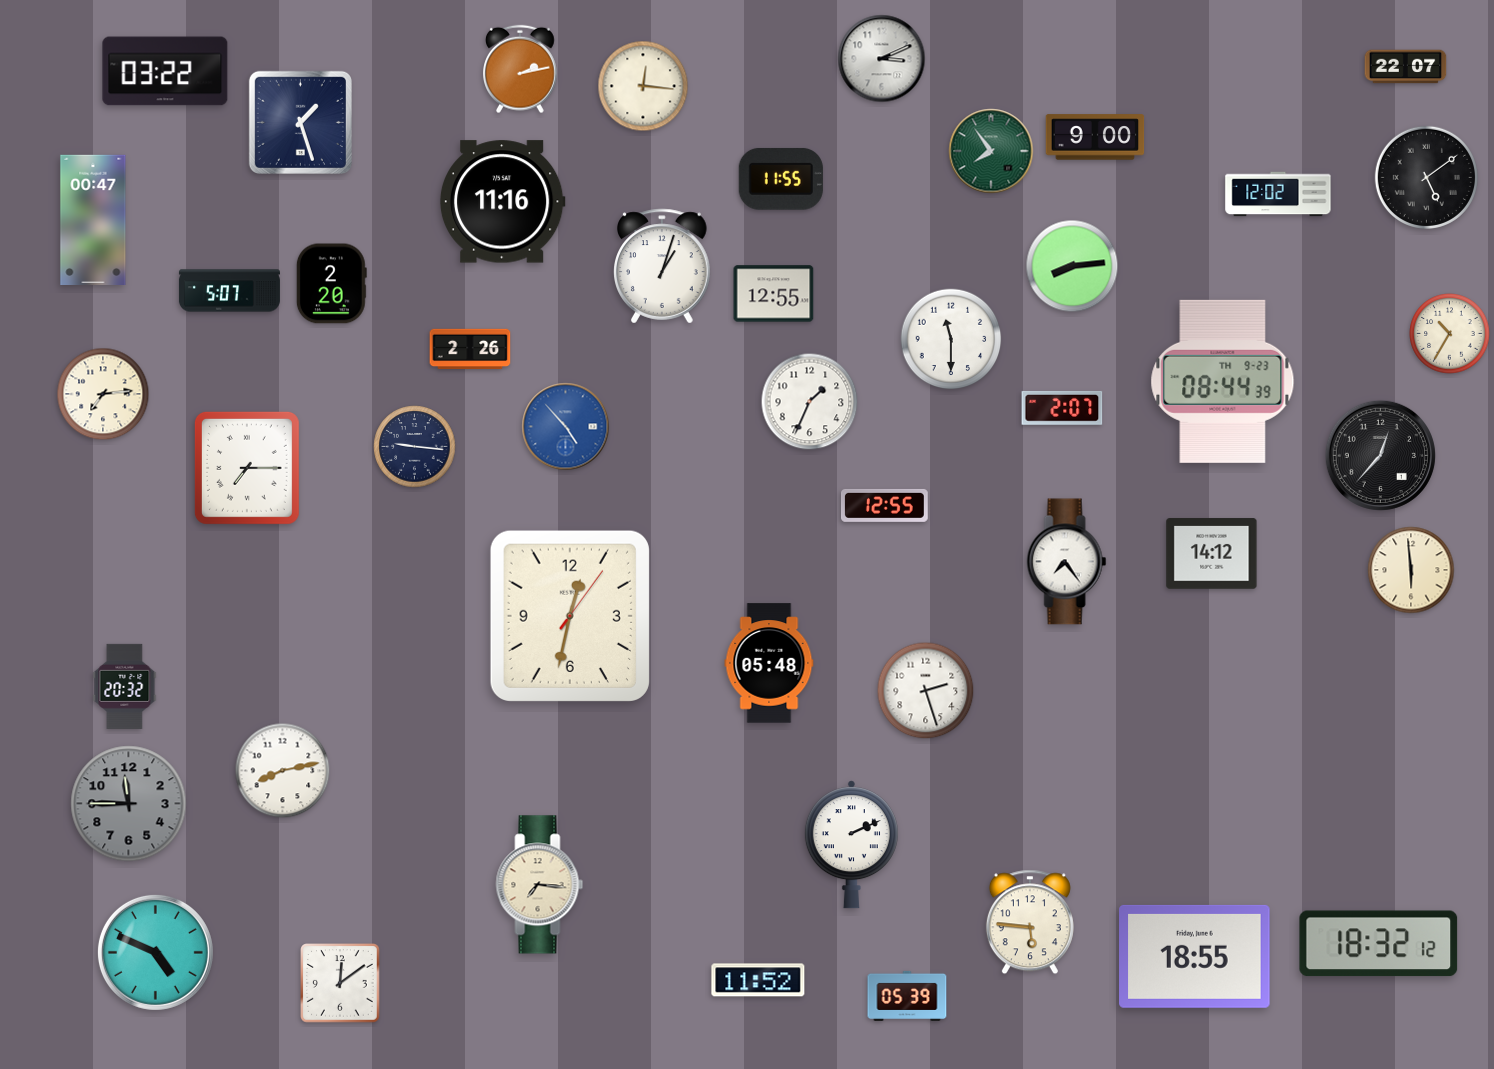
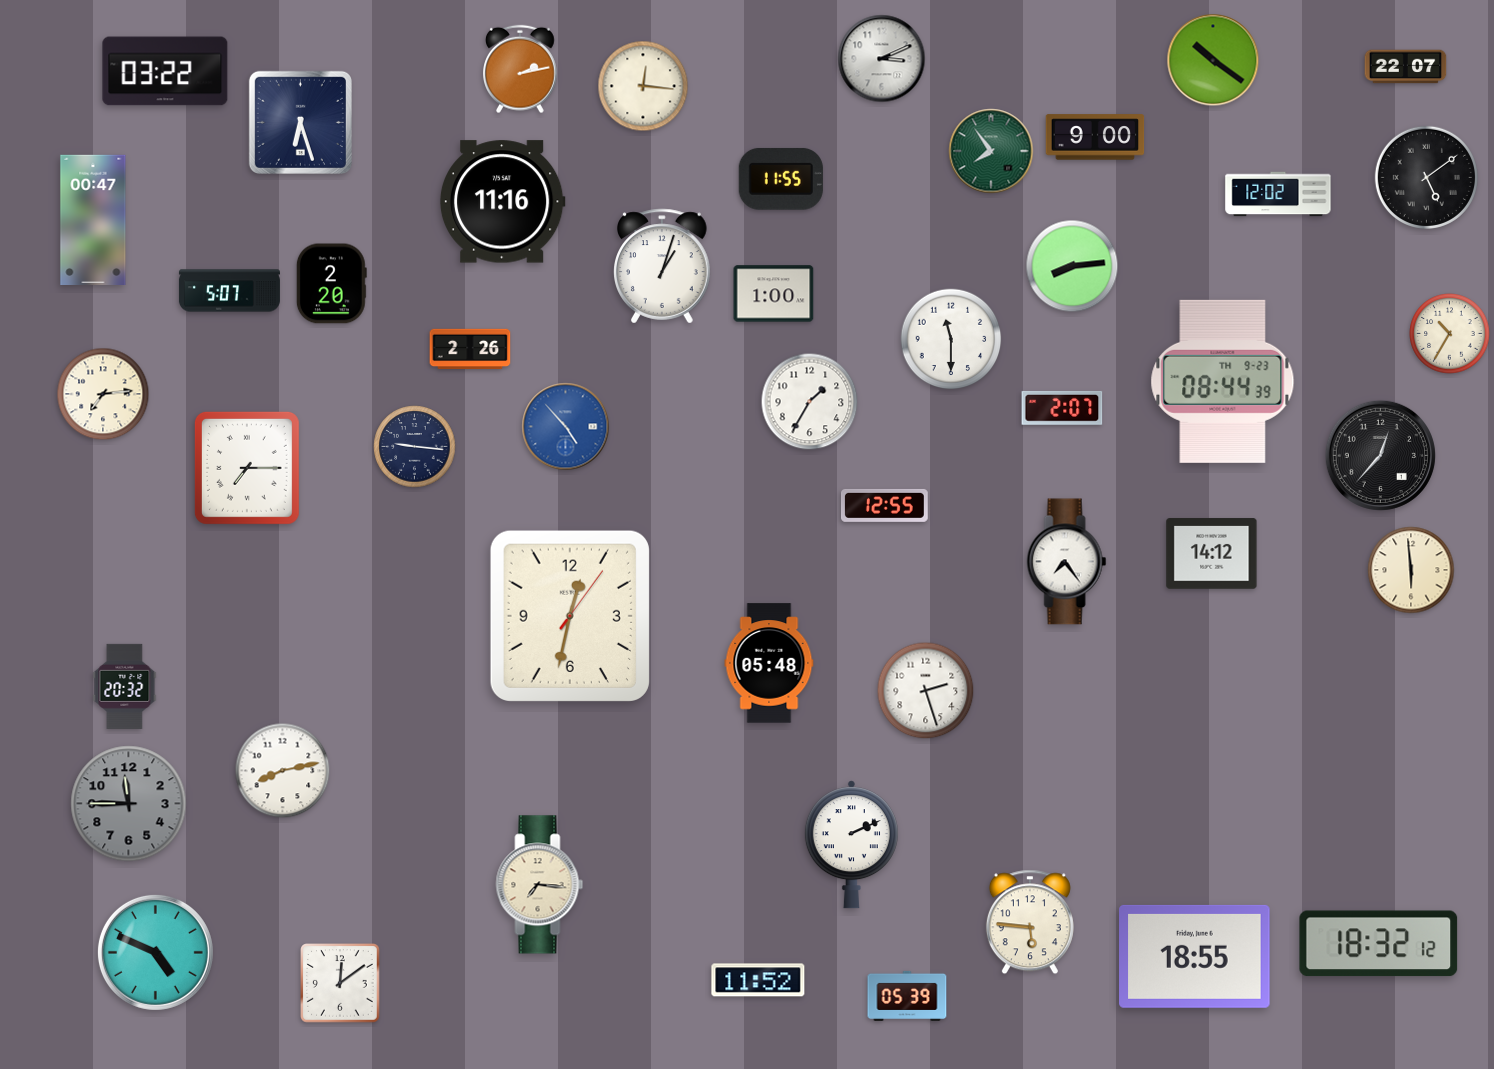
clock at (1213, 60): none -> 10:21
clock at (300, 122): 1:27 -> 6:27
clock at (774, 294): 12:55 -> 1:00
clock at (810, 402): 1:34 -> 1:35
